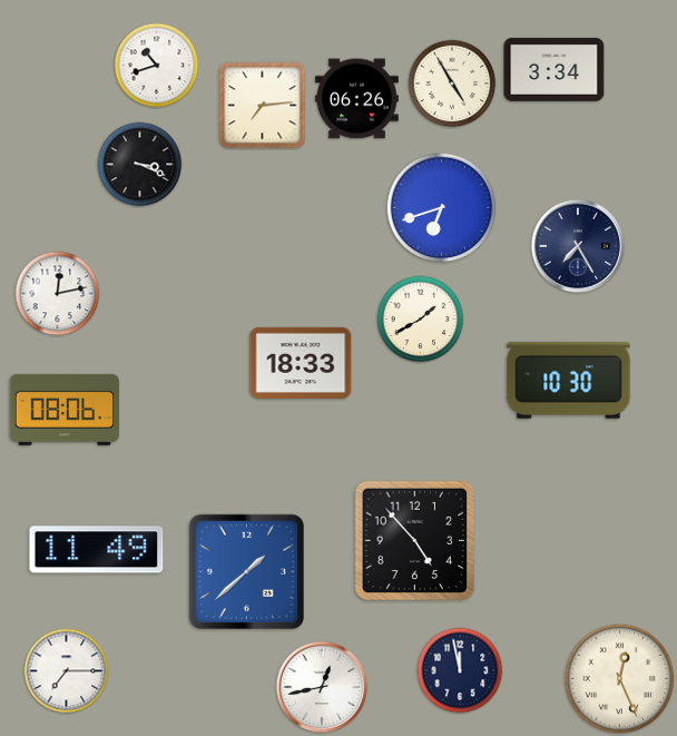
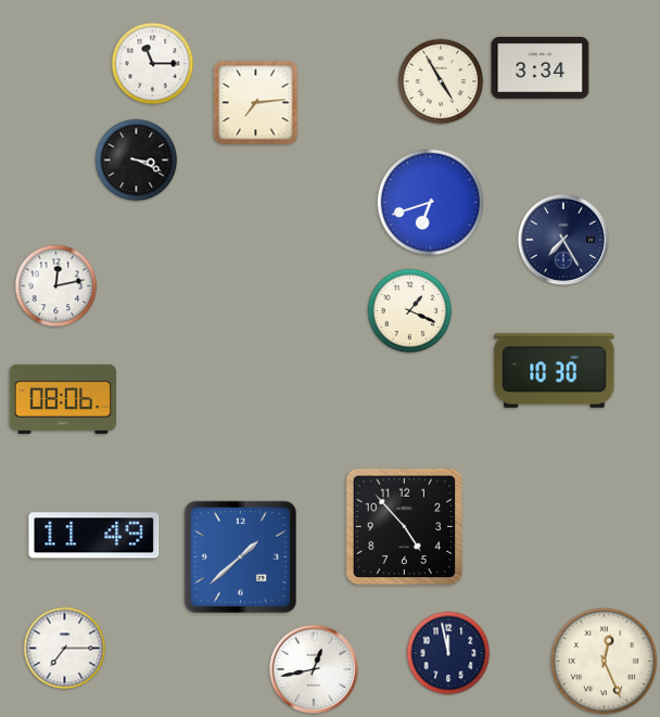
clock at (157, 66): 10:42 -> 11:15
clock at (356, 99): 06:26 -> none
clock at (421, 320): 1:40 -> 1:19
clock at (301, 363): 18:33 -> none
clock at (67, 671) position: (67, 671) -> (65, 649)
